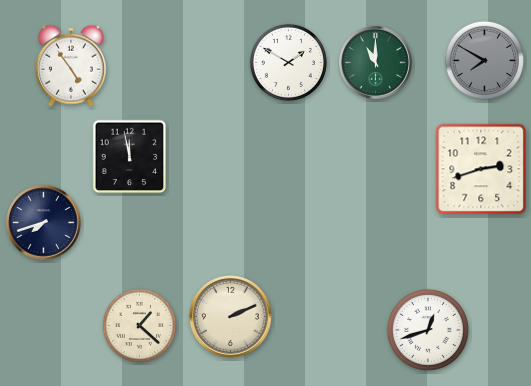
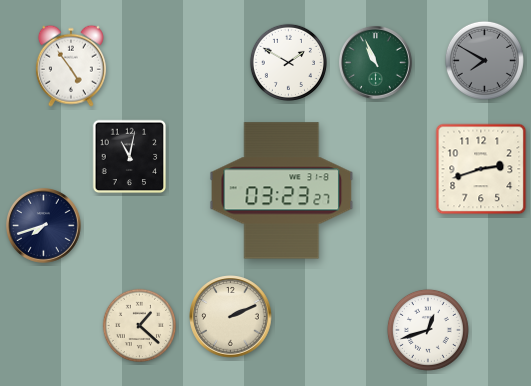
clock at (375, 62): 11:00 -> 10:56
clock at (130, 157): 11:58 -> 11:02
clock at (282, 191): none -> 03:23
clock at (44, 223) position: (44, 223) -> (44, 226)
